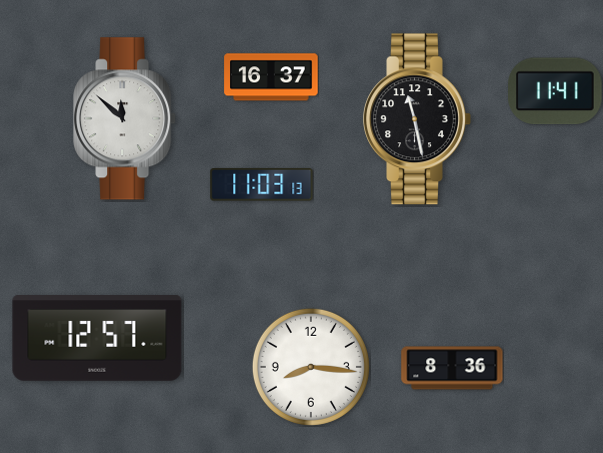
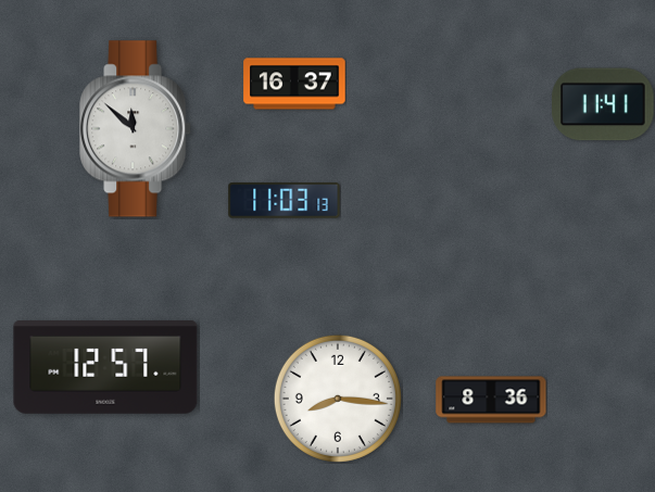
clock at (555, 91) position: (555, 91) -> (603, 104)
clock at (417, 119): 11:28 -> none
